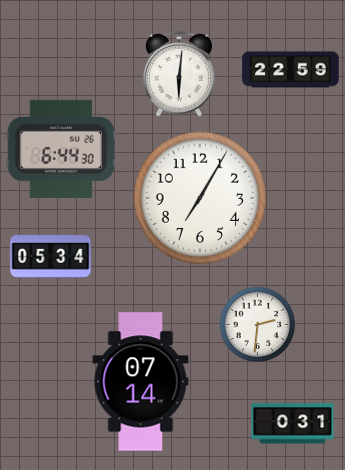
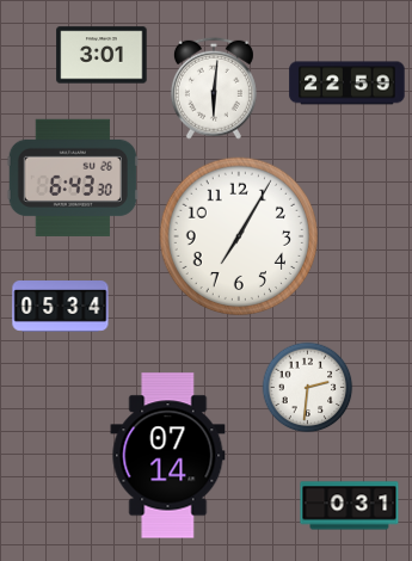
clock at (102, 55): none -> 3:01
clock at (61, 149): 6:44 -> 6:43
